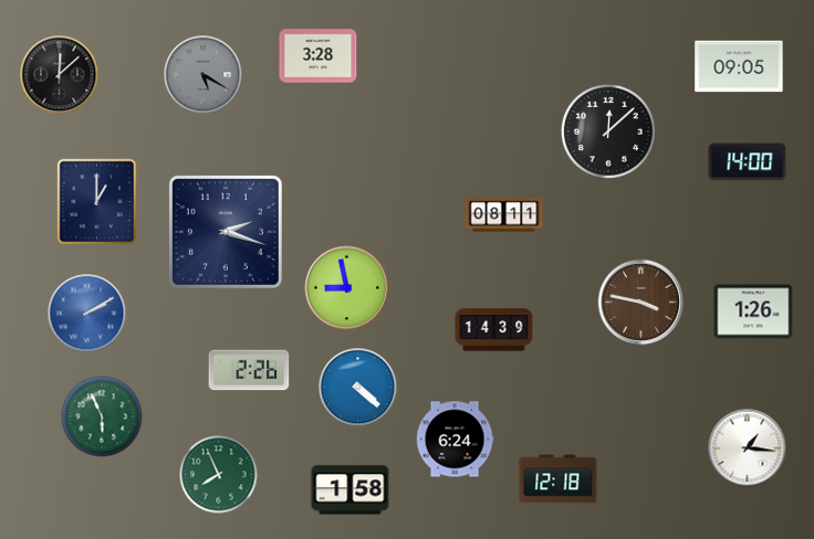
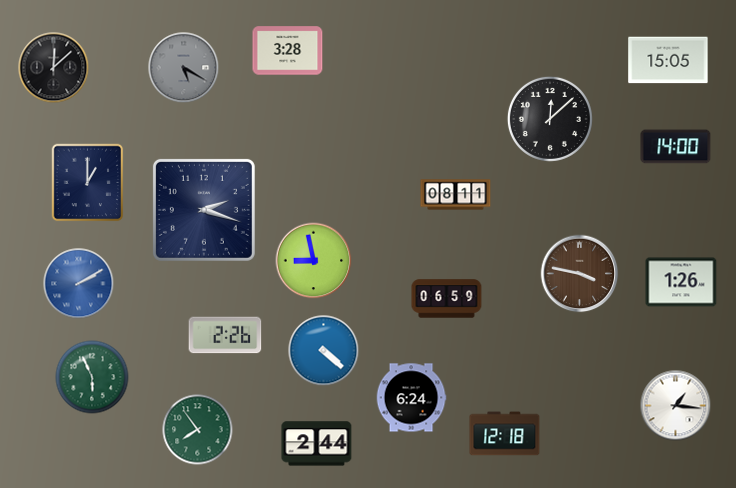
clock at (739, 66): 09:05 -> 15:05
clock at (494, 330): 14:39 -> 06:59
clock at (219, 475): 7:56 -> 7:54
clock at (351, 490): 1:58 -> 2:44
